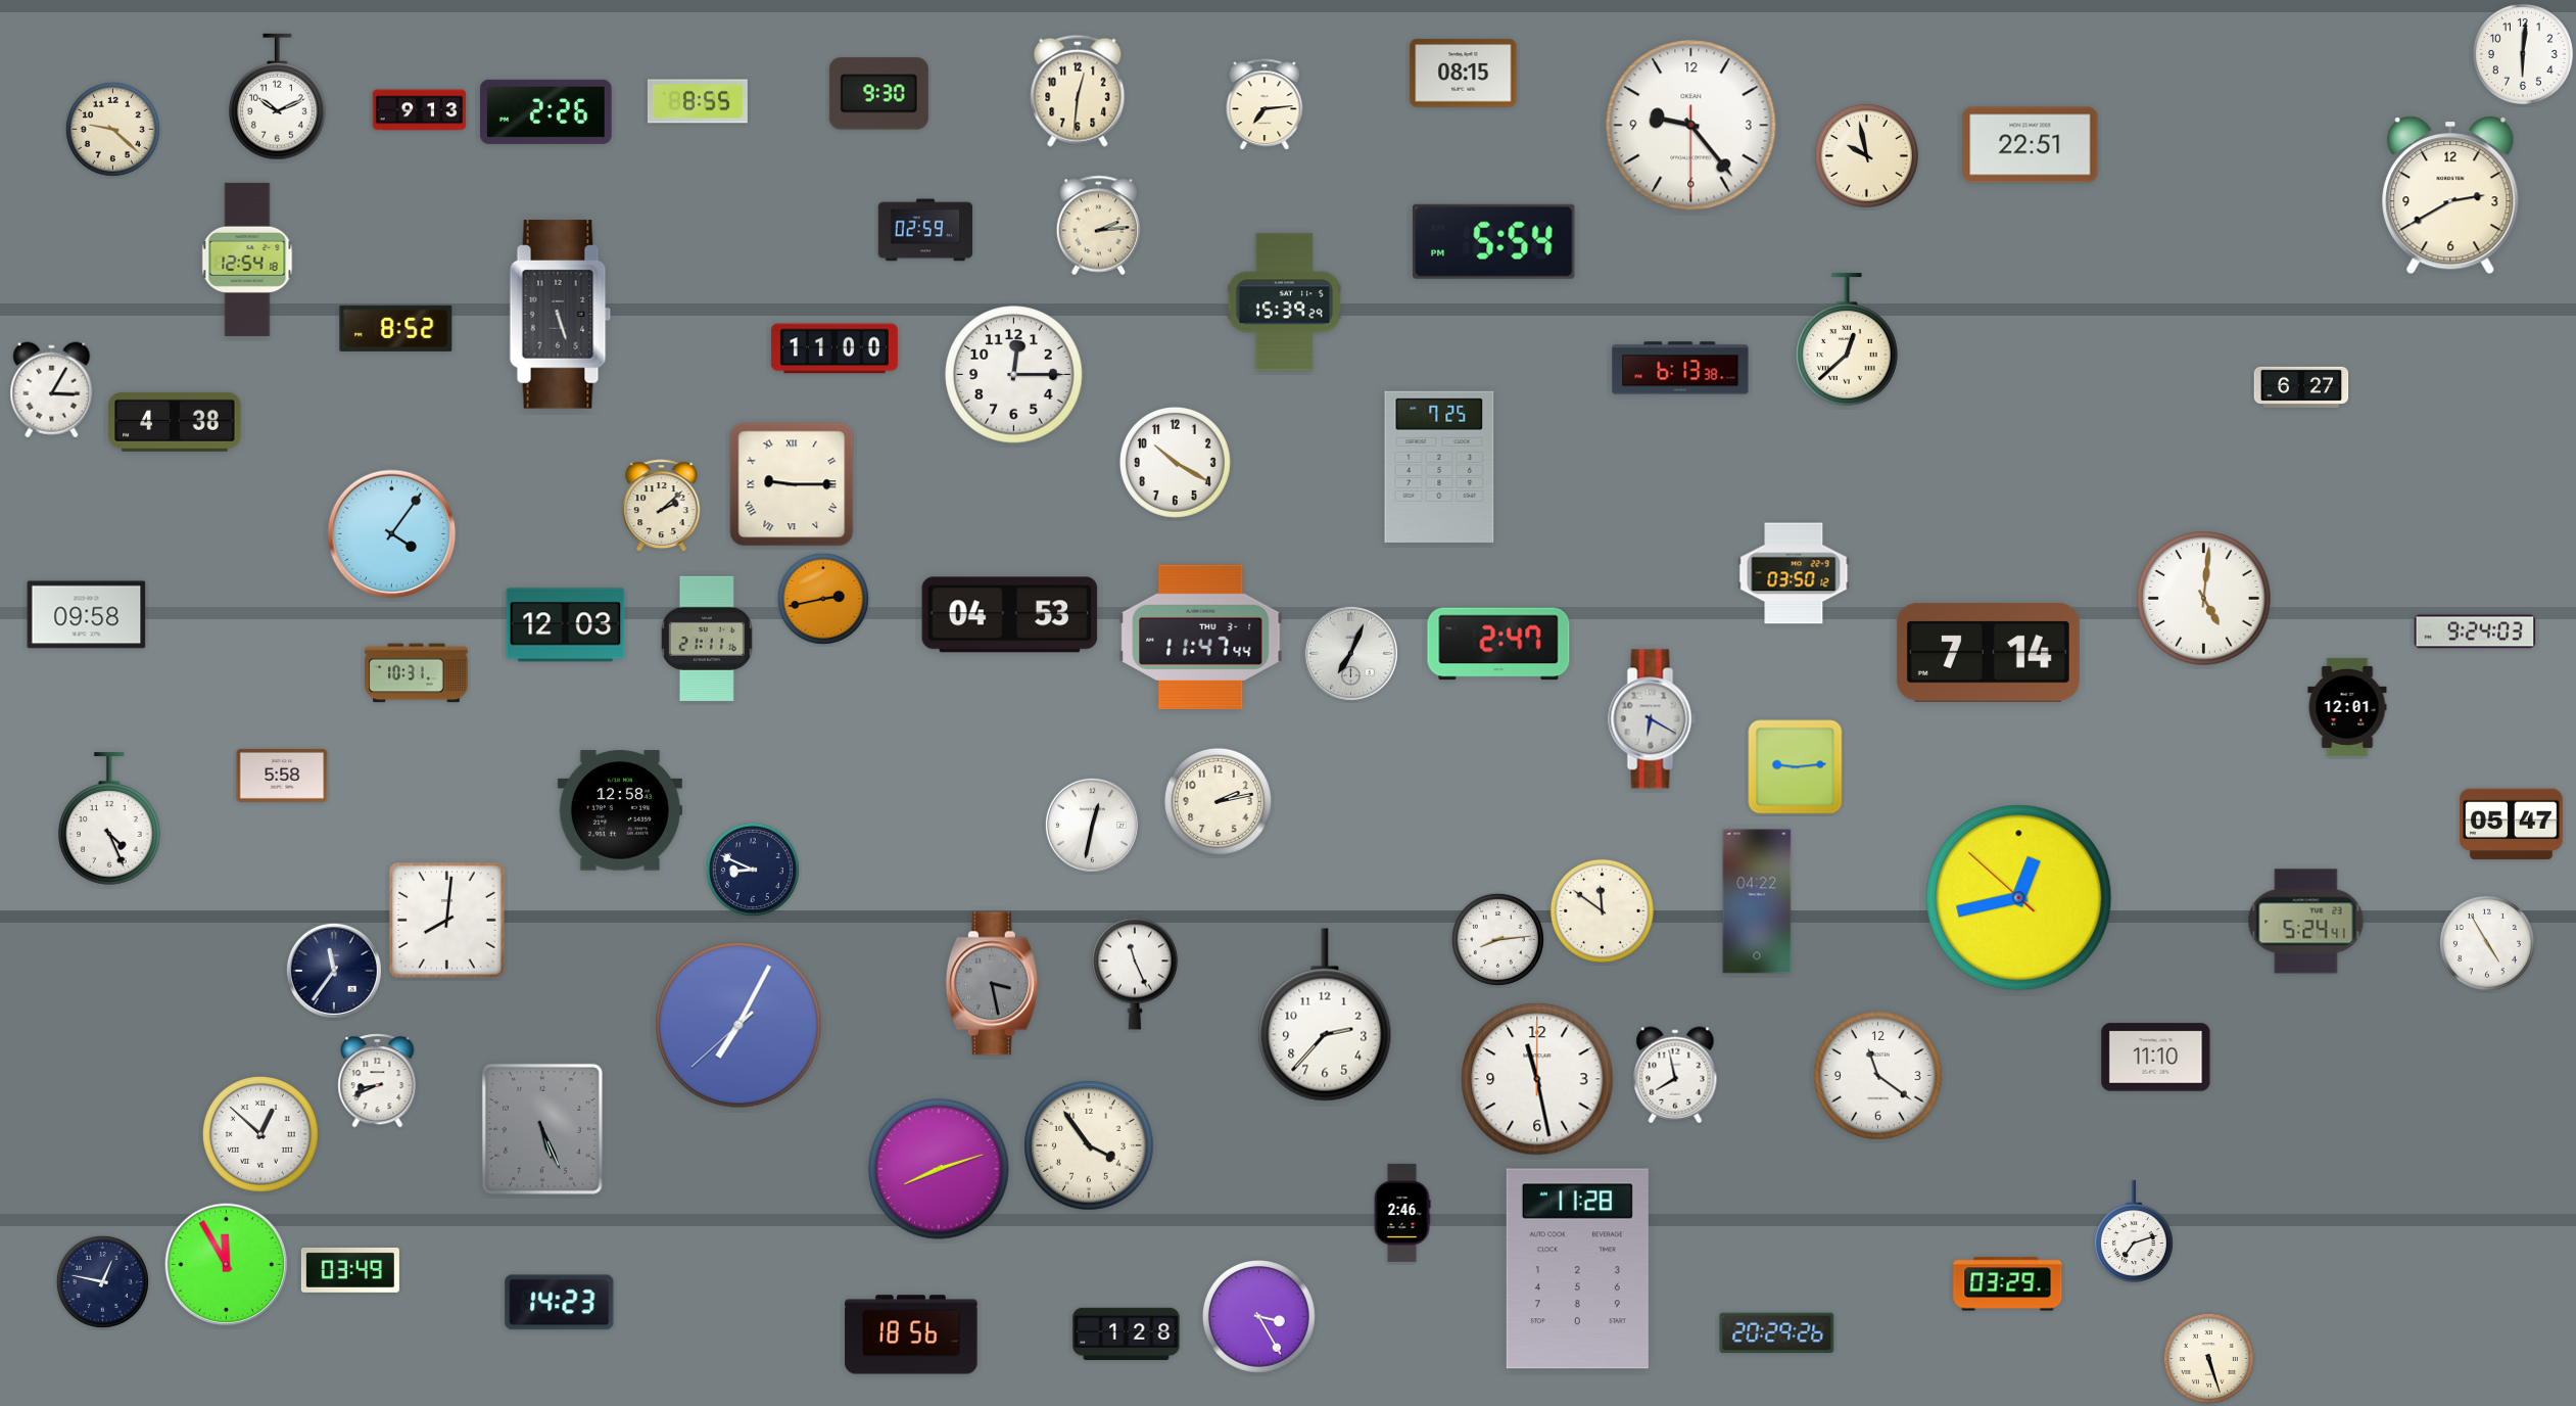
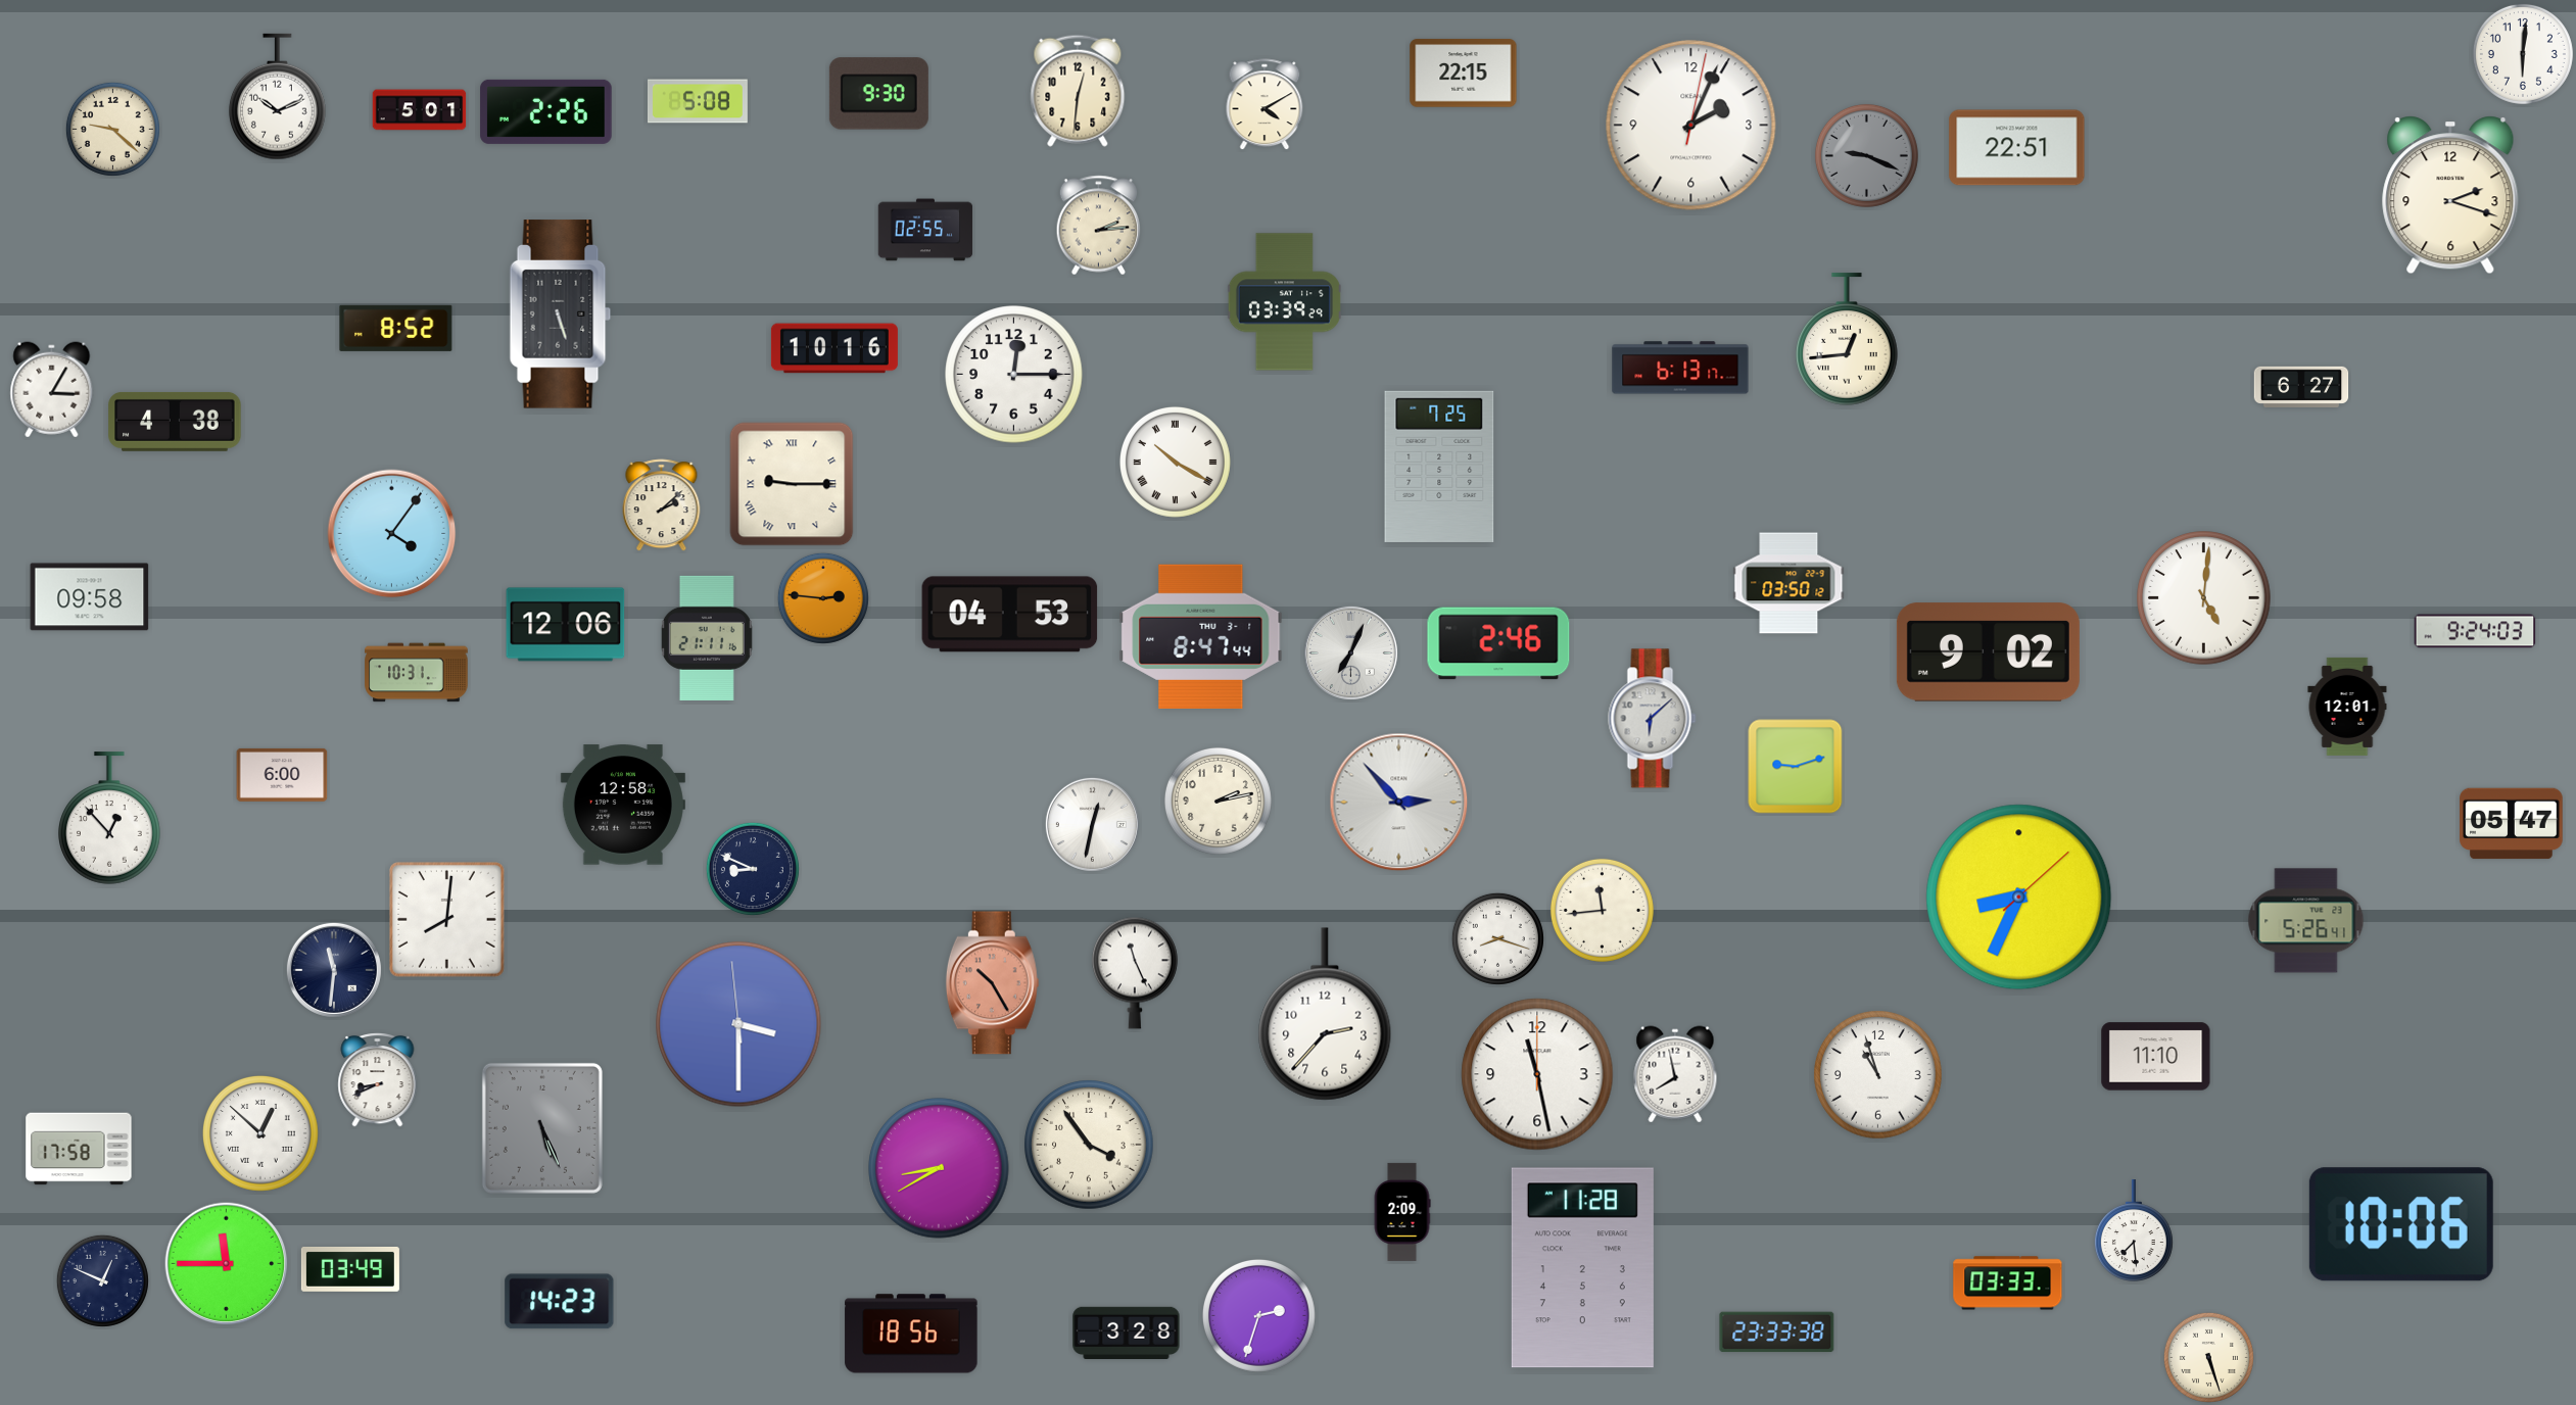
clock at (1464, 74): 08:15 -> 22:15
clock at (698, 101): 8:55 -> 5:08
clock at (1265, 105): 7:14 -> 4:10
clock at (420, 110): 9:13 -> 5:01
clock at (1691, 126): 9:23 -> 2:04
clock at (2031, 145) position: (2031, 145) -> (2017, 148)
clock at (1866, 155): 9:58 -> 9:19
clock at (1866, 155) dial: cream -> grey
clock at (2450, 195): 2:40 -> 2:18
clock at (925, 230): 02:59 -> 02:55
clock at (1494, 241): 5:54 -> none
clock at (247, 260): 12:54 -> none
clock at (1284, 302): 15:39 -> 03:39
clock at (1848, 339): 12:38 -> 12:44
clock at (834, 348): 11:00 -> 10:16
clock at (1680, 368): 6:13:38 -> 6:13:17
clock at (1175, 462) numerals: Arabic -> Roman
clock at (1794, 573) position: (1794, 573) -> (1788, 583)
clock at (823, 599): 2:43 -> 2:46
clock at (87, 615) position: (87, 615) -> (90, 597)
clock at (566, 625): 12:03 -> 12:06
clock at (1201, 637): 11:47 -> 8:47
clock at (1498, 644): 2:47 -> 2:46
clock at (1988, 653): 7:14 -> 9:02
clock at (1653, 719): 6:20 -> 6:08
clock at (1796, 767): 9:14 -> 9:12
clock at (282, 776): 5:58 -> 6:00
clock at (1399, 803): none -> 2:53
clock at (620, 810) position: (620, 810) -> (623, 805)
clock at (110, 818): 4:26 -> 12:53
clock at (2019, 898): 12:42 -> 8:34
clock at (1757, 901): 04:22 -> none
clock at (1602, 910): 11:51 -> 11:44
clock at (2306, 922): 5:24 -> 5:26
clock at (1497, 939): 8:14 -> 8:18
clock at (2487, 943): 4:55 -> none
clock at (334, 971): 11:36 -> 11:31
clock at (992, 984): 3:28 -> 10:25
clock at (992, 984) dial: grey -> salmon
clock at (738, 1025): 7:04 -> 3:29
clock at (1878, 1076): 11:21 -> 10:57
clock at (1537, 1079) position: (1537, 1079) -> (1537, 1074)
clock at (79, 1149): none -> 17:58
clock at (939, 1169): 8:12 -> 8:40
clock at (1402, 1213): 2:46 -> 2:09
clock at (2401, 1224): none -> 10:06
clock at (2134, 1231): 7:12 -> 7:29
clock at (227, 1265): 11:55 -> 11:45
clock at (1577, 1269) position: (1577, 1269) -> (1582, 1268)
clock at (102, 1281): 12:47 -> 12:49
clock at (2008, 1284): 03:29 -> 03:33
clock at (1258, 1316): 3:25 -> 2:33
clock at (1127, 1333): 1:28 -> 3:28
clock at (1777, 1333): 20:29 -> 23:33
